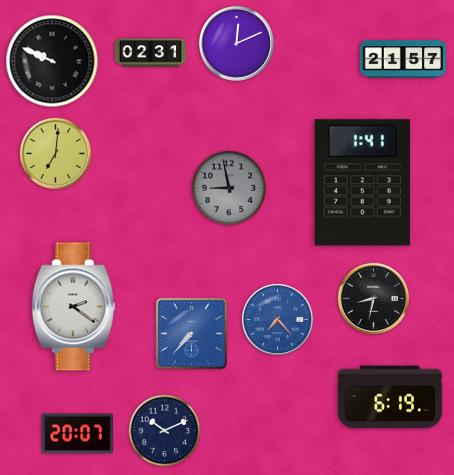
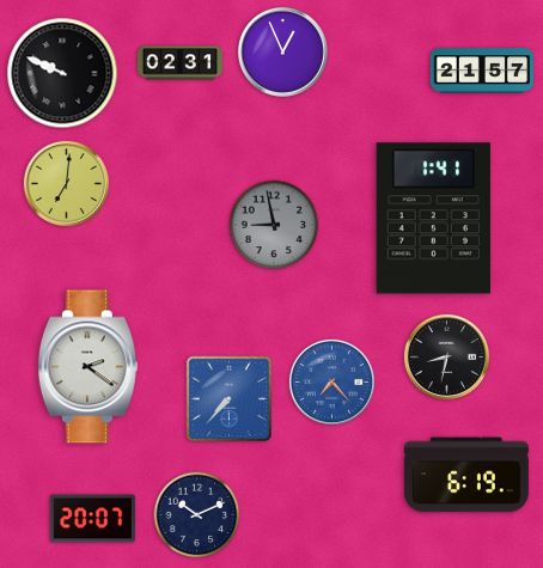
clock at (236, 43): 12:11 -> 12:56
